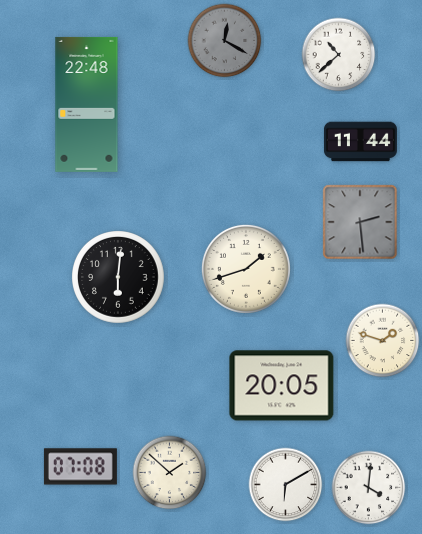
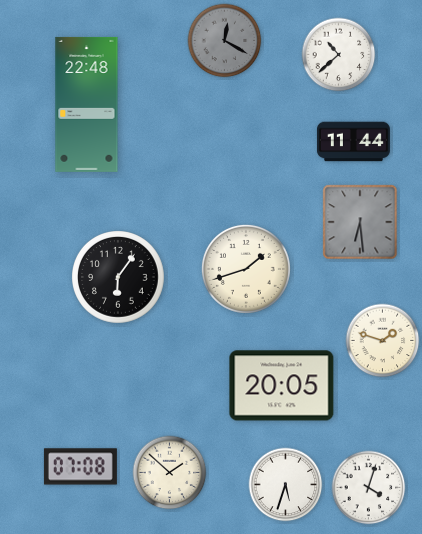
clock at (360, 142) position: (360, 142) -> (353, 142)
clock at (360, 222): 2:29 -> 6:29
clock at (119, 278): 6:01 -> 6:06
clock at (286, 485): 6:10 -> 5:33
clock at (369, 488): 4:01 -> 4:03
